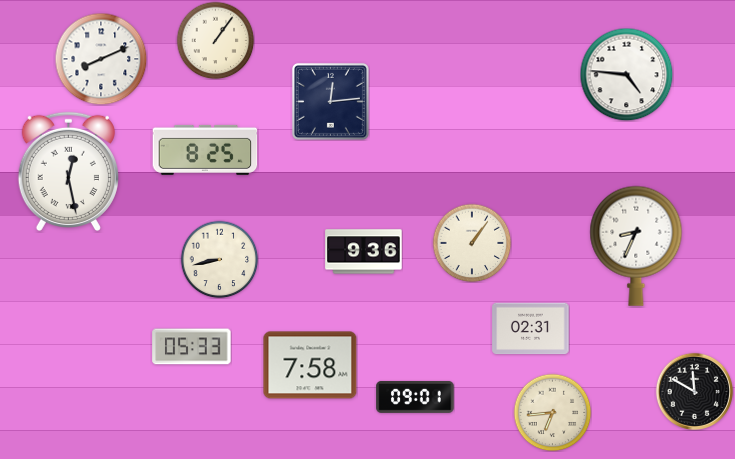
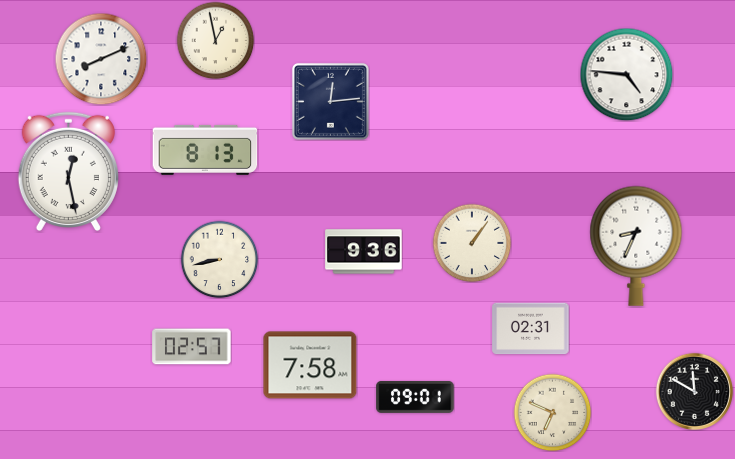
clock at (215, 40): 1:06 -> 12:58
clock at (205, 150): 8:25 -> 8:13
clock at (192, 347): 05:33 -> 02:57
clock at (552, 412): 6:44 -> 6:49
